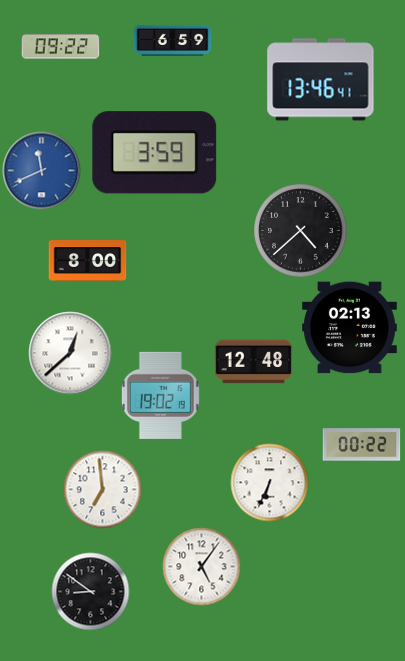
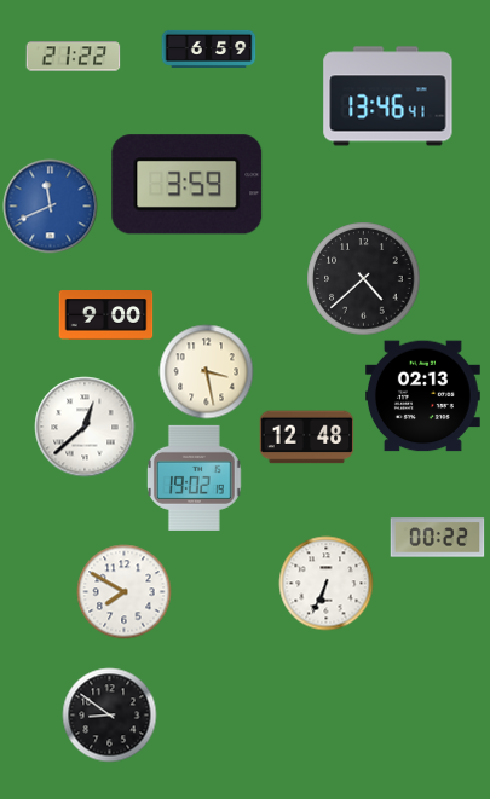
clock at (60, 47): 09:22 -> 21:22
clock at (87, 261): 8:00 -> 9:00
clock at (206, 371): none -> 3:28
clock at (102, 489): 6:59 -> 7:50
clock at (201, 566): 5:06 -> none
